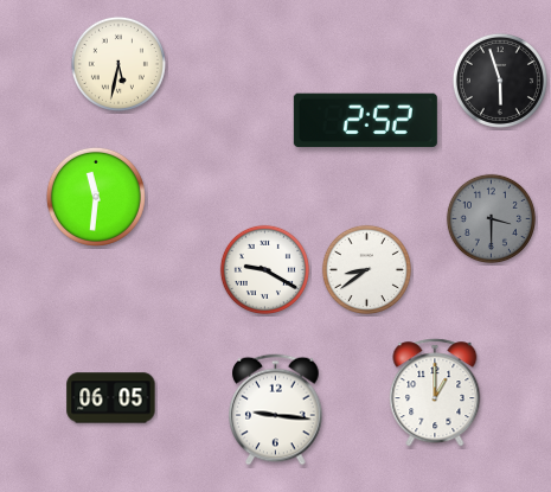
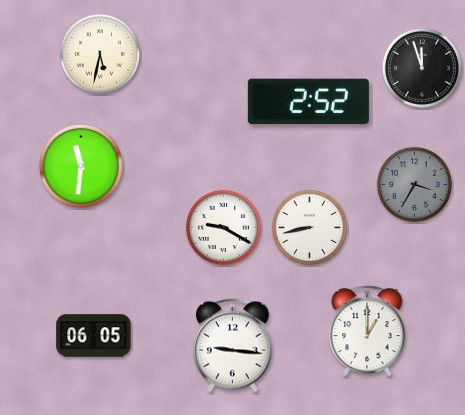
clock at (500, 81): 5:57 -> 11:57
clock at (491, 218): 3:30 -> 3:35
clock at (366, 269): 8:39 -> 8:43
